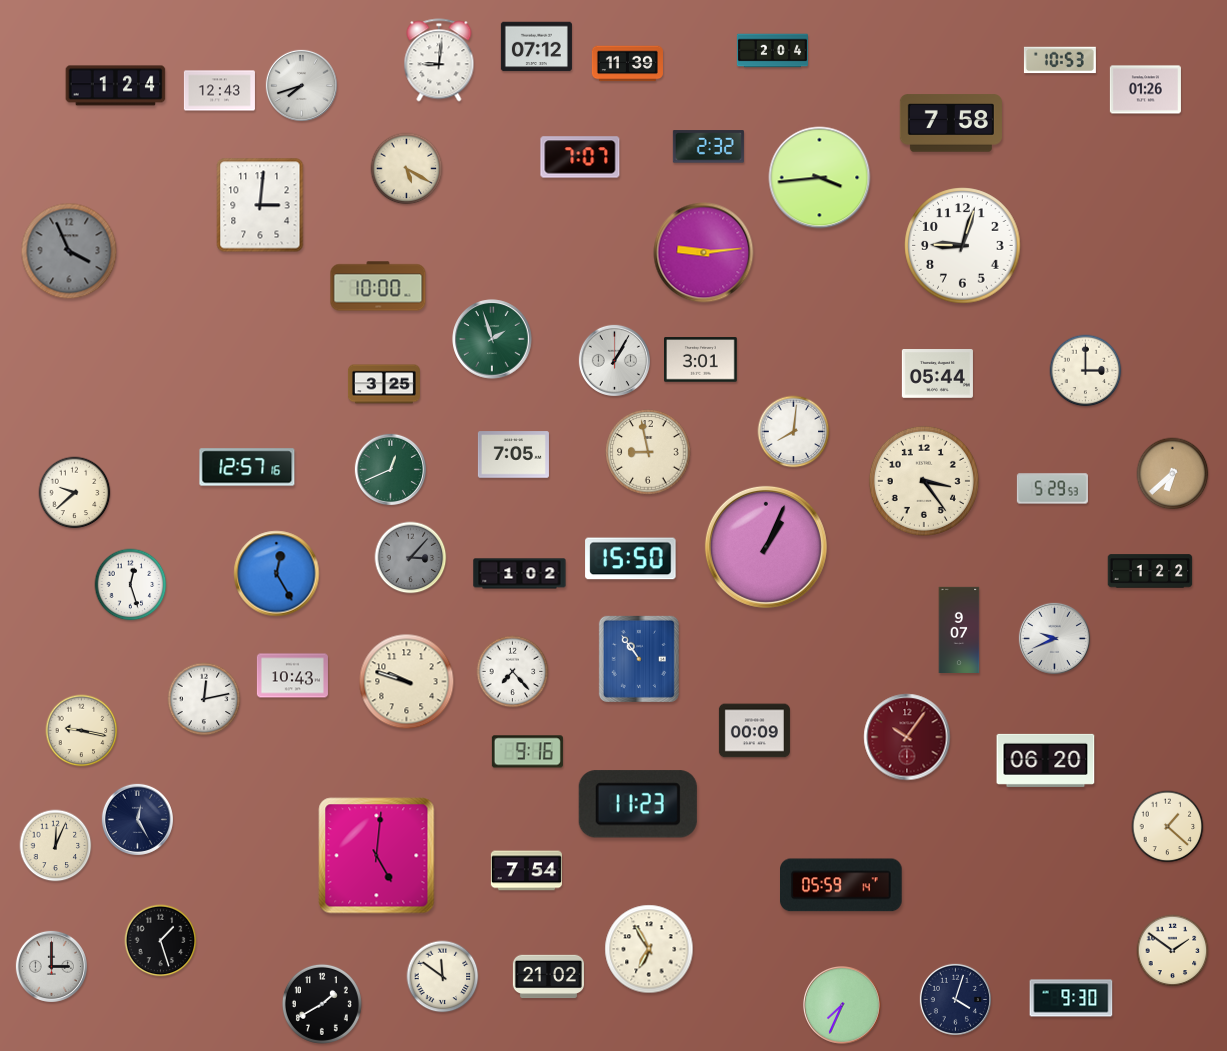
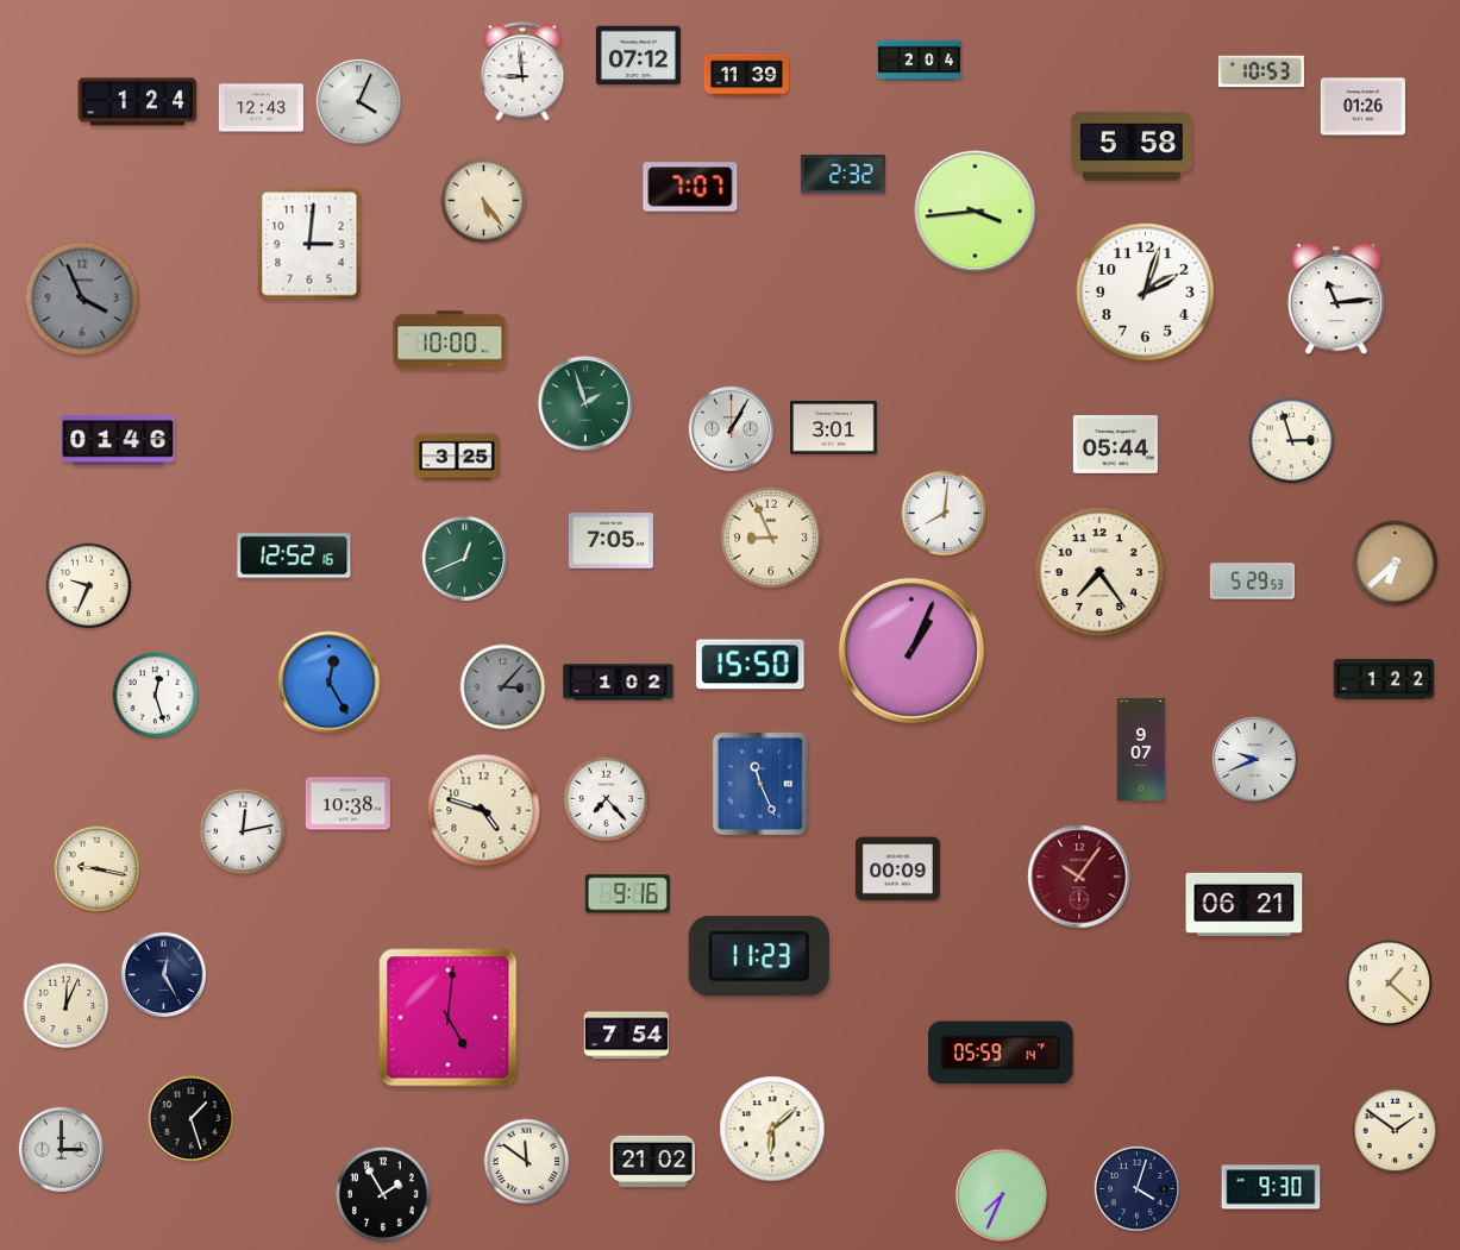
clock at (439, 60): 9:01 -> 8:59
clock at (301, 85): 7:42 -> 4:04
clock at (951, 123): 7:58 -> 5:58
clock at (407, 169): 5:20 -> 5:24
clock at (963, 246): 9:03 -> 2:03
clock at (1336, 300): none -> 11:14
clock at (704, 253): 9:14 -> none
clock at (118, 440): none -> 01:46
clock at (1086, 371): 3:00 -> 2:57
clock at (648, 452): 8:58 -> 8:56
clock at (247, 467): 12:57 -> 12:52
clock at (924, 481): 3:24 -> 7:24
clock at (75, 493): 9:38 -> 9:34
clock at (411, 558) position: (411, 558) -> (503, 687)
clock at (1150, 571) position: (1150, 571) -> (1384, 679)
clock at (639, 659): 10:54 -> 11:26
clock at (513, 672) position: (513, 672) -> (607, 799)
clock at (292, 676): 10:43 -> 10:38
clock at (407, 682): 9:48 -> 4:48
clock at (1046, 760): 06:20 -> 06:21
clock at (649, 949): 6:55 -> 6:08
clock at (1071, 998) position: (1071, 998) -> (1271, 1187)
clock at (322, 1004): 1:40 -> 1:55
